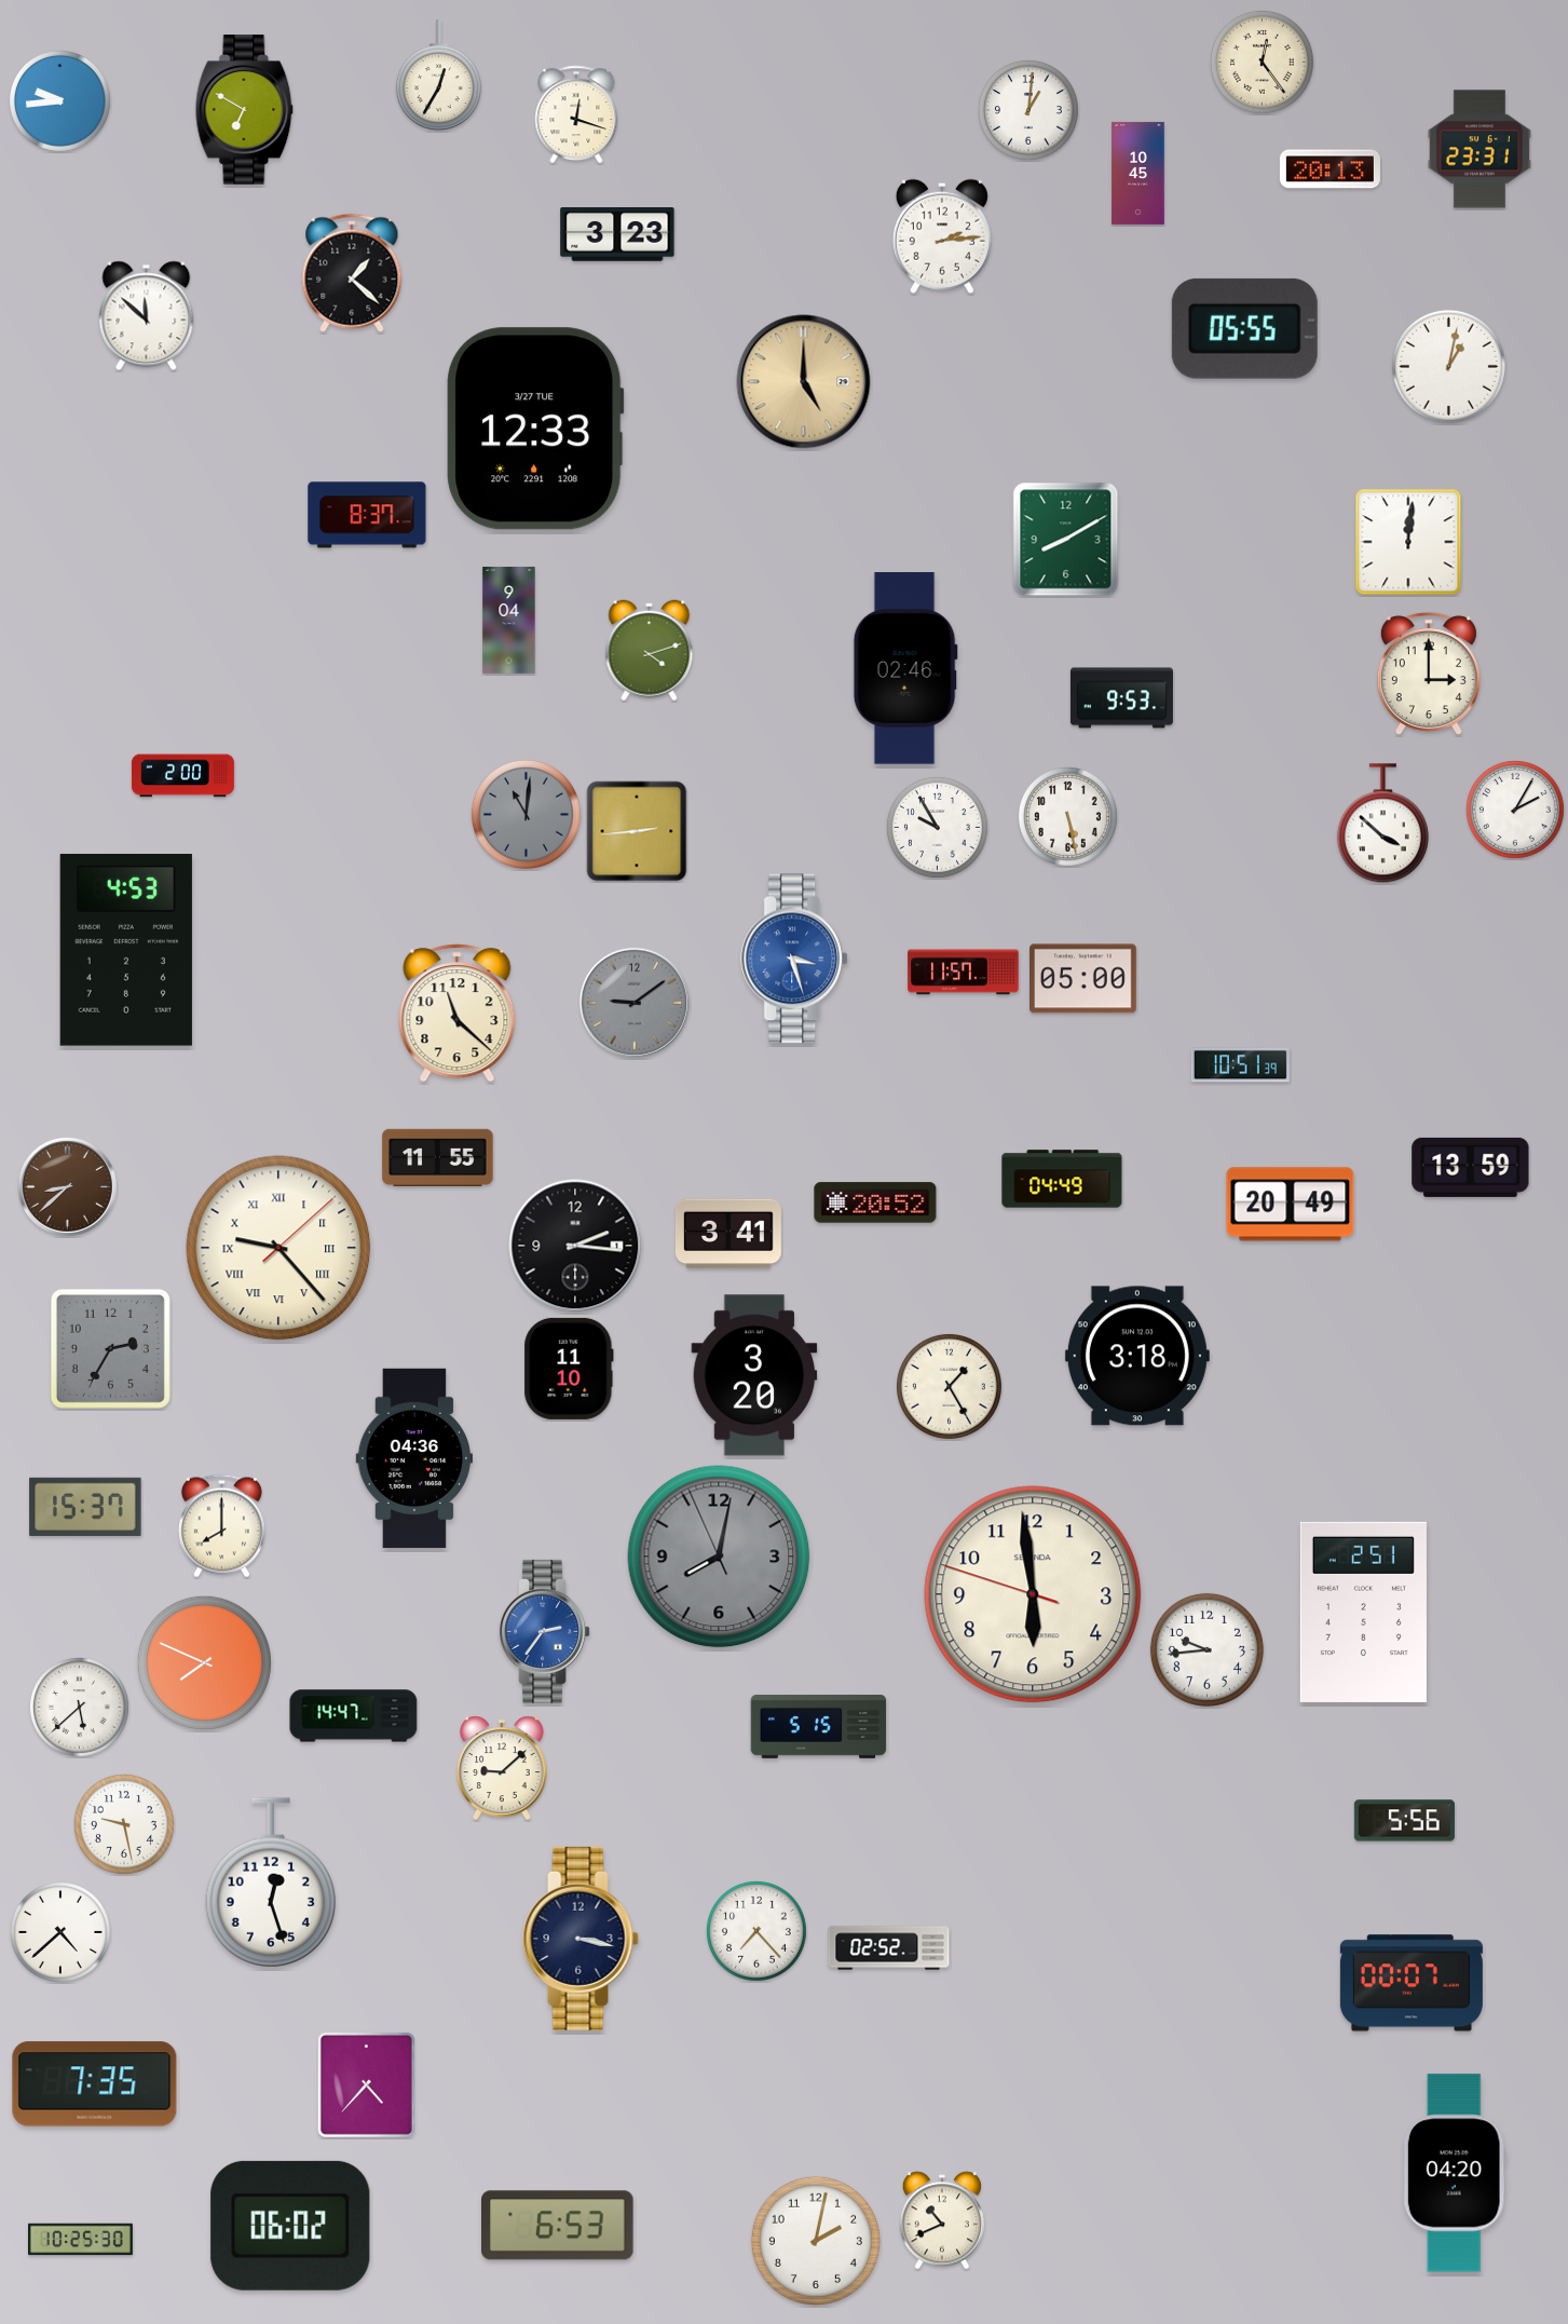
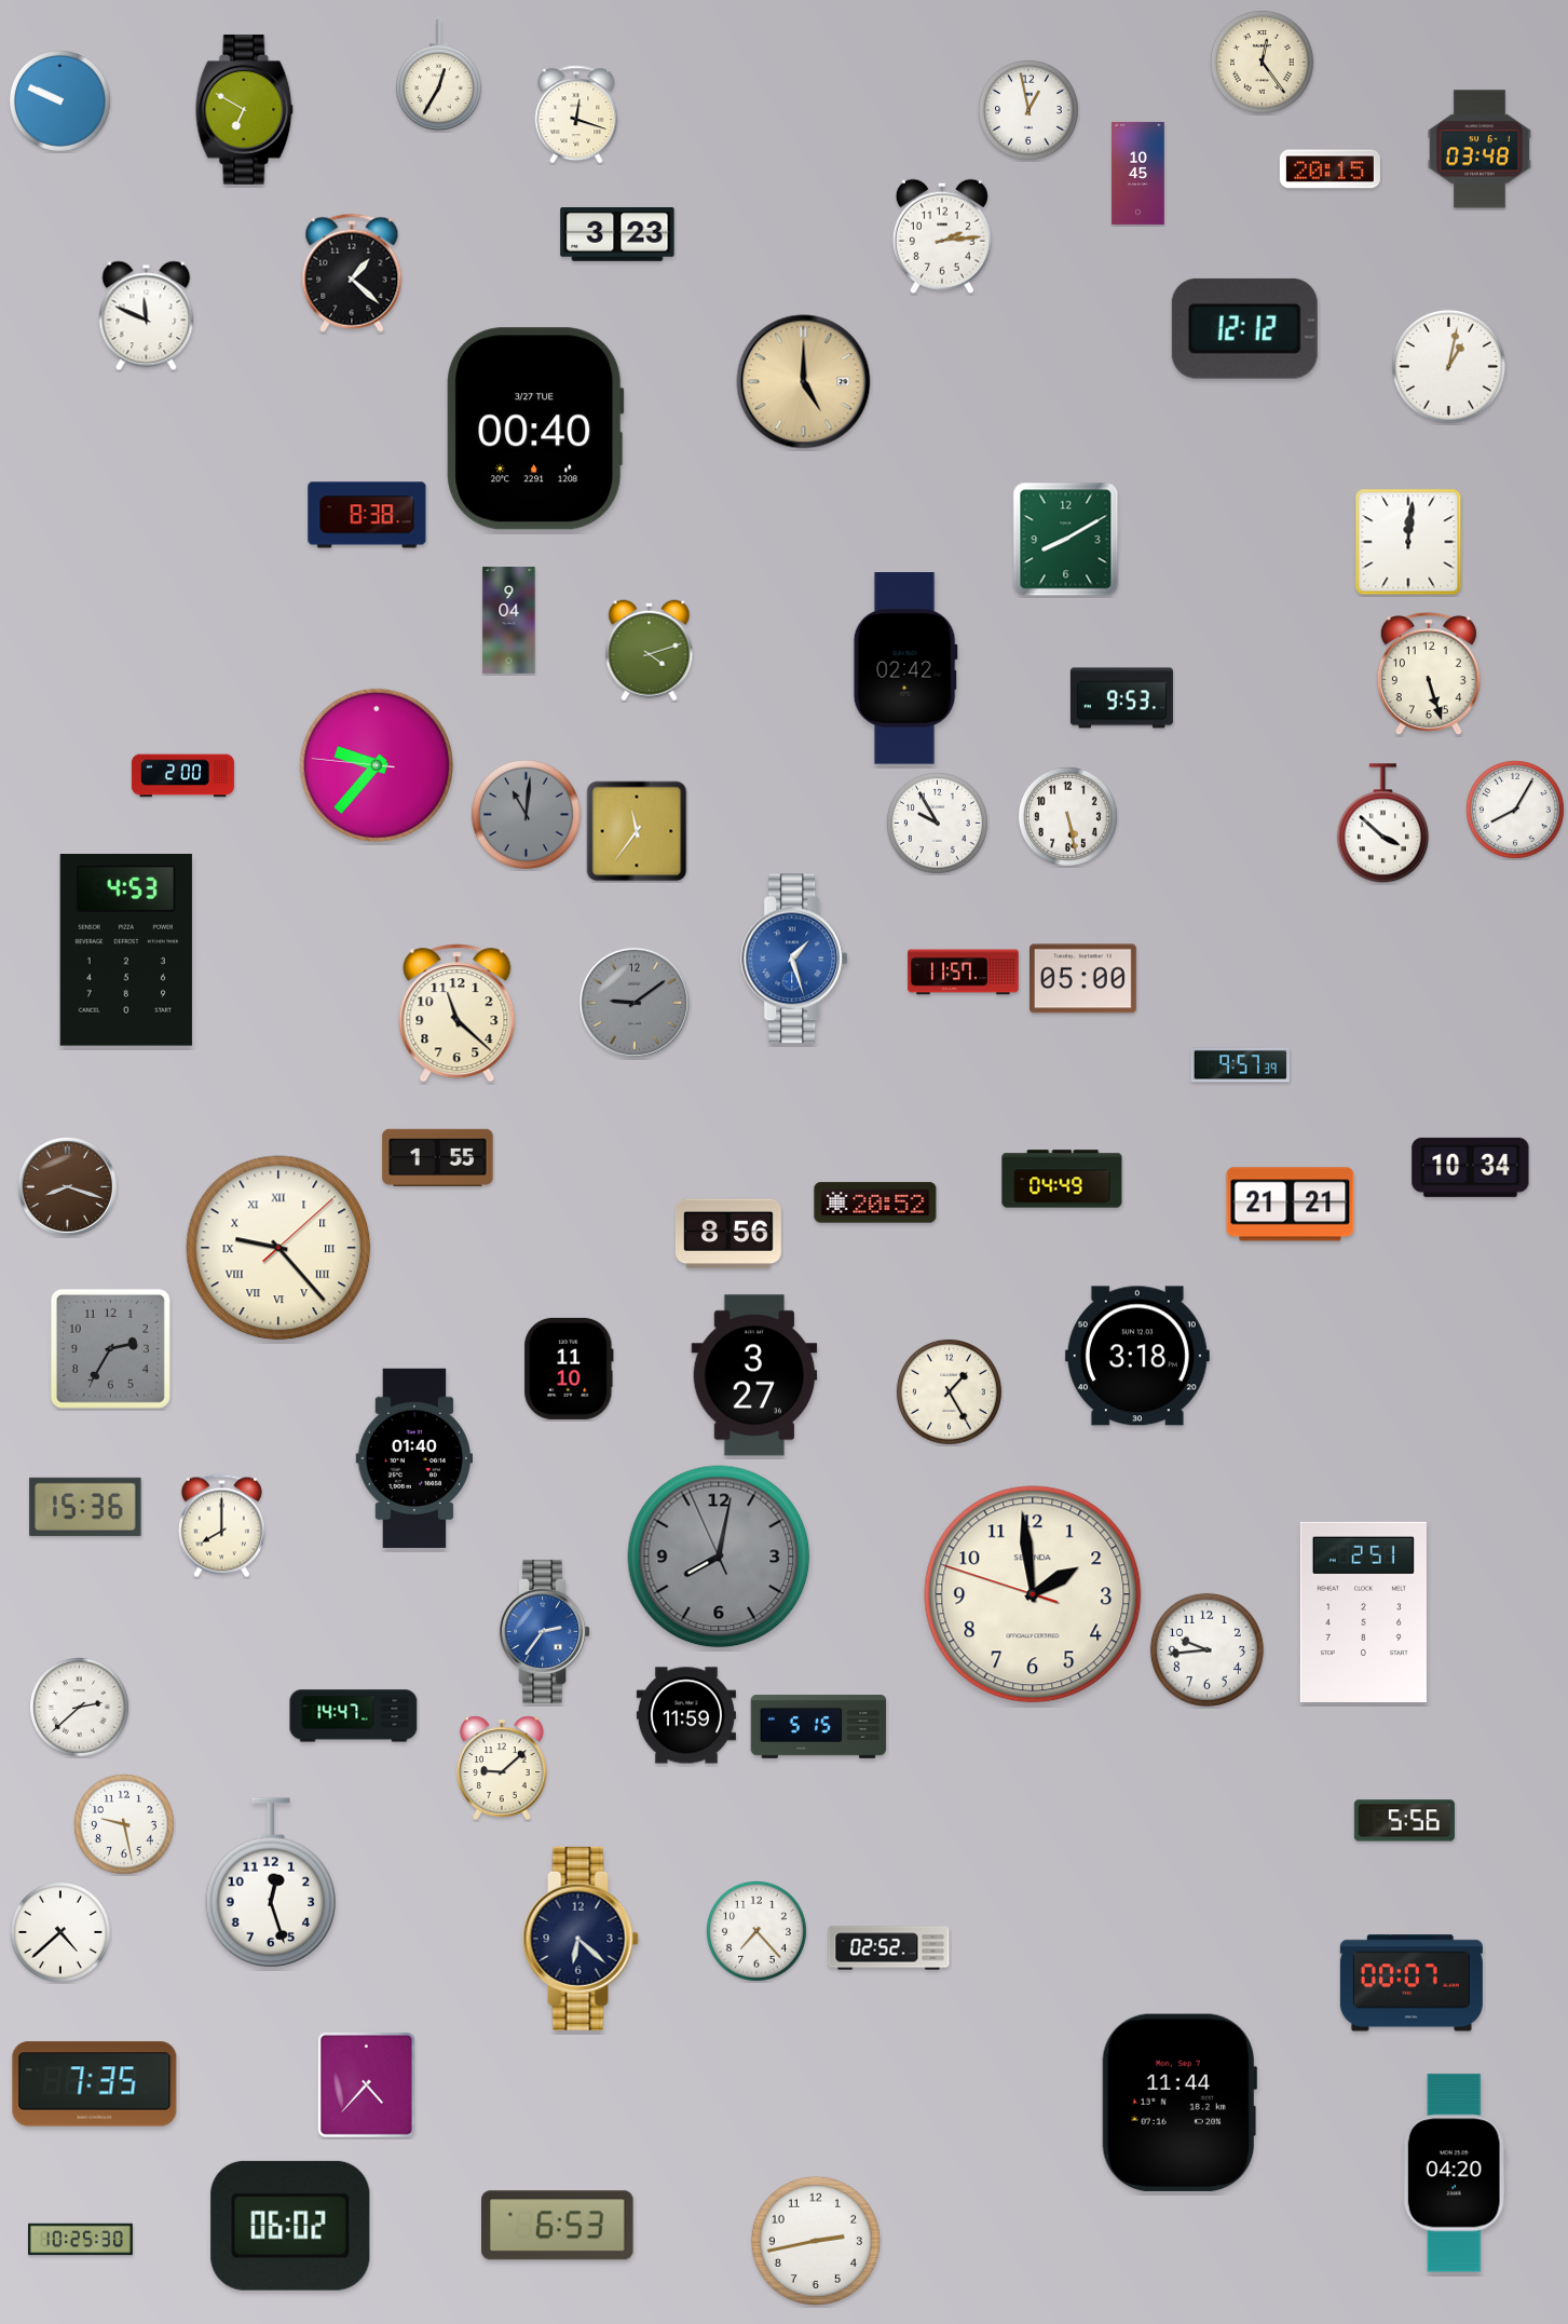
clock at (59, 100): 9:44 -> 9:49
clock at (1028, 110): 1:01 -> 12:58
clock at (1480, 149): 23:31 -> 03:48
clock at (1330, 169): 20:13 -> 20:15
clock at (147, 316): 11:52 -> 11:49
clock at (1244, 328): 05:55 -> 12:12
clock at (535, 429): 12:33 -> 00:40
clock at (367, 515): 8:37 -> 8:38
clock at (905, 668): 02:46 -> 02:42
clock at (1429, 675): 3:00 -> 5:27
clock at (376, 764): none -> 9:36
clock at (1515, 810): 2:05 -> 8:05
clock at (937, 827) position: (937, 827) -> (937, 823)
clock at (637, 831): 2:44 -> 11:36
clock at (795, 959): 3:27 -> 1:27
clock at (1240, 1065): 10:51 -> 9:57
clock at (438, 1157): 11:55 -> 1:55
clock at (1471, 1167): 13:59 -> 10:34
clock at (67, 1186): 8:38 -> 8:18
clock at (1291, 1205): 20:49 -> 21:21
clock at (728, 1234): 3:41 -> 8:56
clock at (575, 1246): 2:16 -> none
clock at (754, 1375): 3:20 -> 3:27
clock at (949, 1386) position: (949, 1386) -> (949, 1391)
clock at (413, 1458): 04:36 -> 01:40
clock at (85, 1507): 15:37 -> 15:36
clock at (1033, 1594): 5:58 -> 1:58
clock at (204, 1662): 7:49 -> none
clock at (79, 1707): 5:38 -> 2:38
clock at (686, 1715): none -> 11:59
clock at (581, 1939): 3:17 -> 6:22
clock at (1180, 2103): none -> 11:44
clock at (942, 2220): 10:41 -> none
clock at (816, 2241): 2:02 -> 2:43
